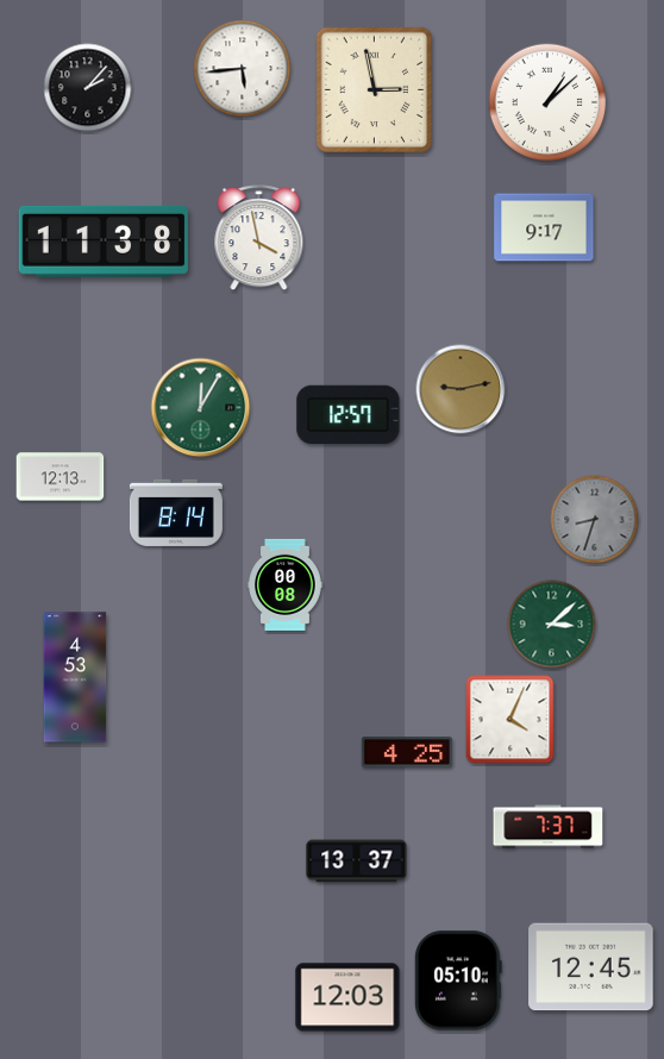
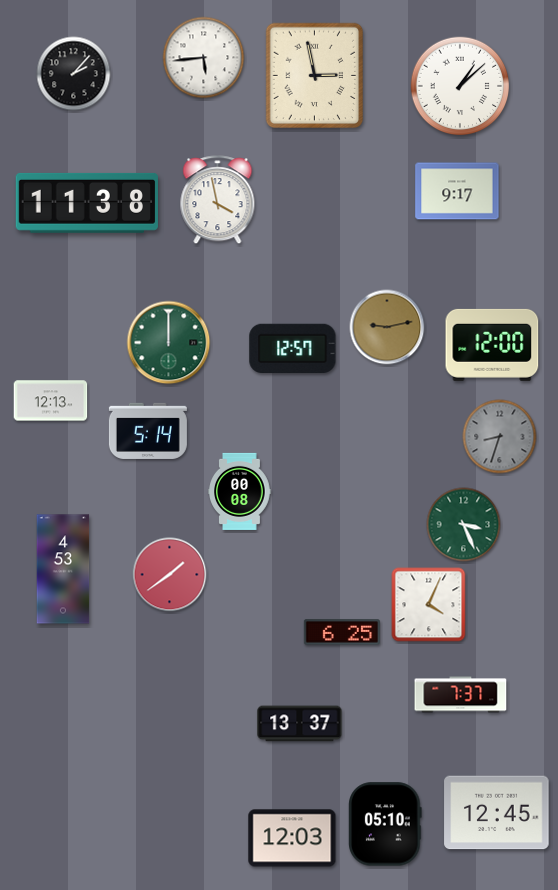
clock at (201, 408): 12:05 -> 12:00
clock at (492, 345): none -> 12:00
clock at (176, 513): 8:14 -> 5:14
clock at (552, 625): 3:08 -> 3:26
clock at (170, 575): none -> 1:39
clock at (406, 752): 4:25 -> 6:25
